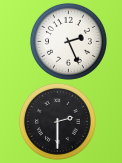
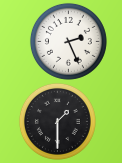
clock at (57, 121): 2:30 -> 1:30
